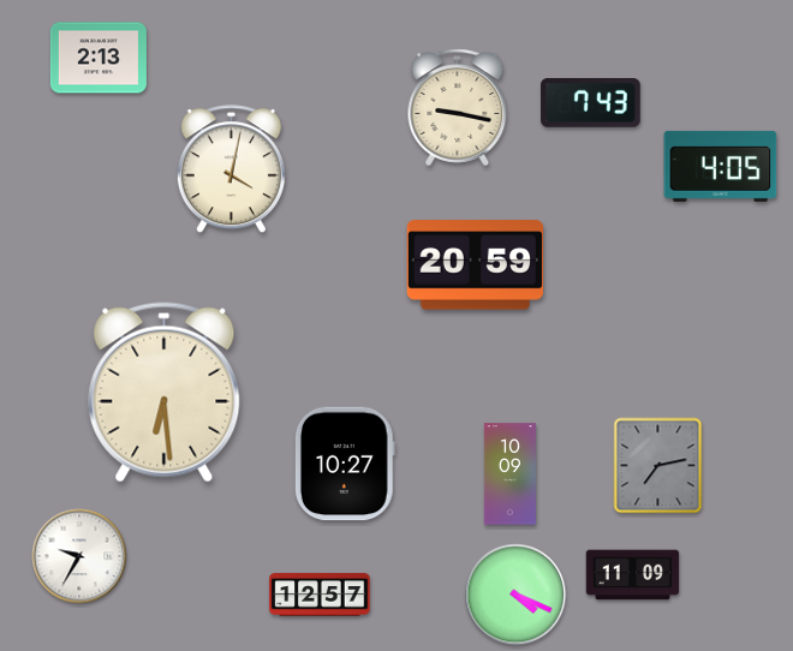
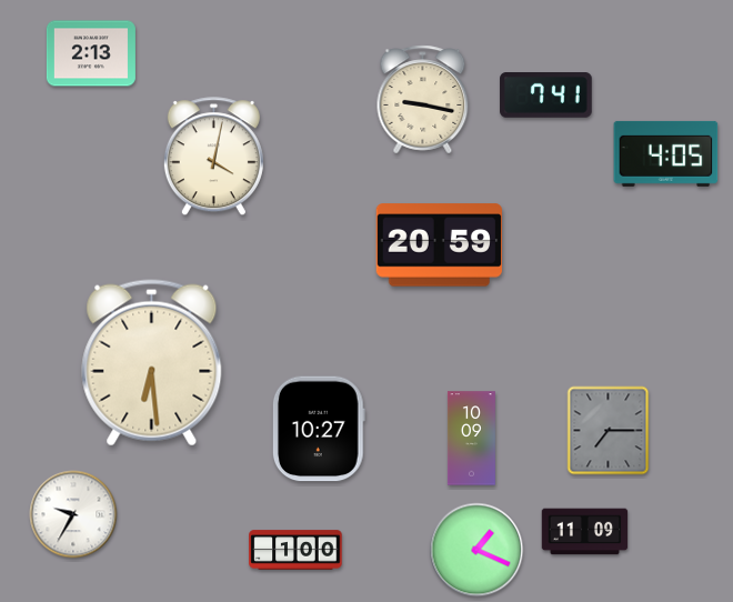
clock at (591, 103): 7:43 -> 7:41
clock at (658, 466): 7:13 -> 7:15
clock at (320, 595): 12:57 -> 1:00
clock at (515, 595): 4:19 -> 1:19
